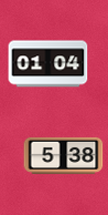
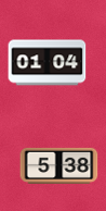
clock at (64, 155) position: (64, 155) -> (59, 165)
